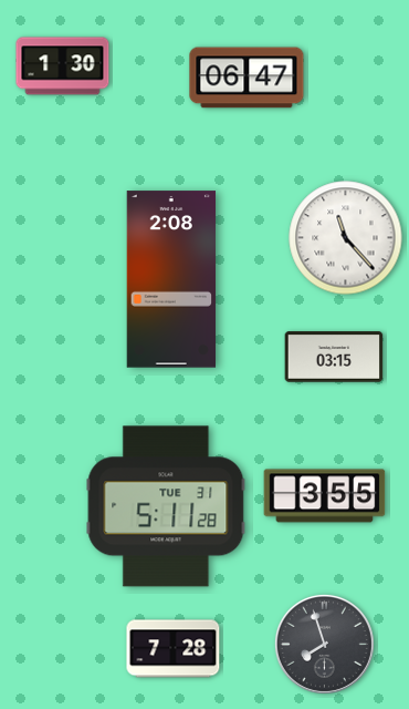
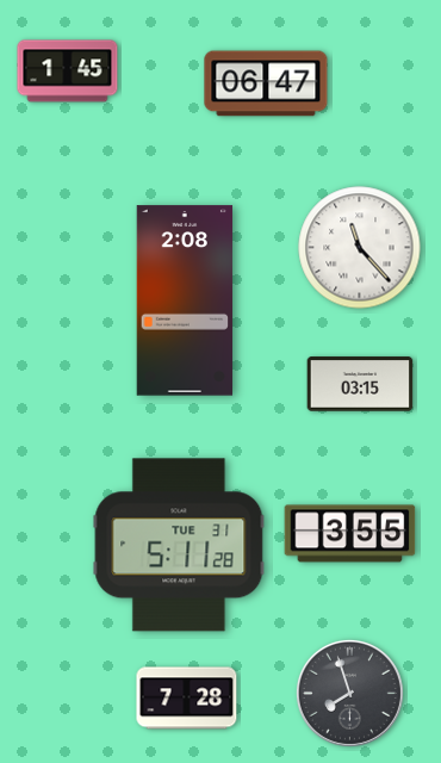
clock at (63, 66): 1:30 -> 1:45
clock at (346, 238) position: (346, 238) -> (360, 248)
